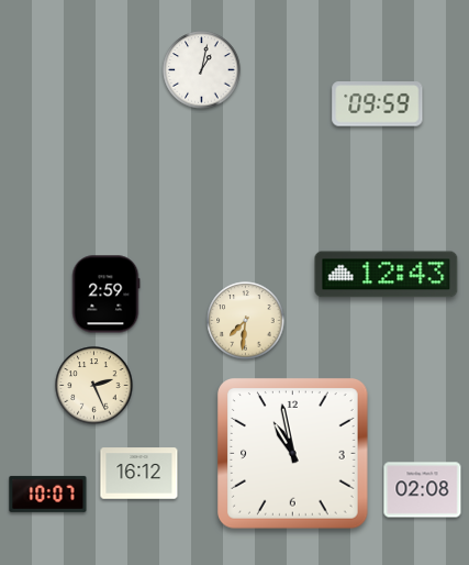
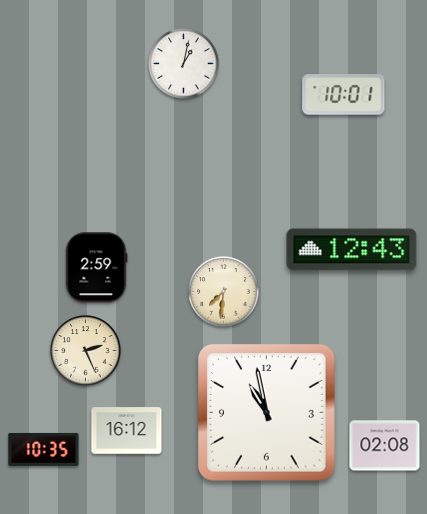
clock at (378, 104): 09:59 -> 10:01
clock at (48, 494): 10:07 -> 10:35
